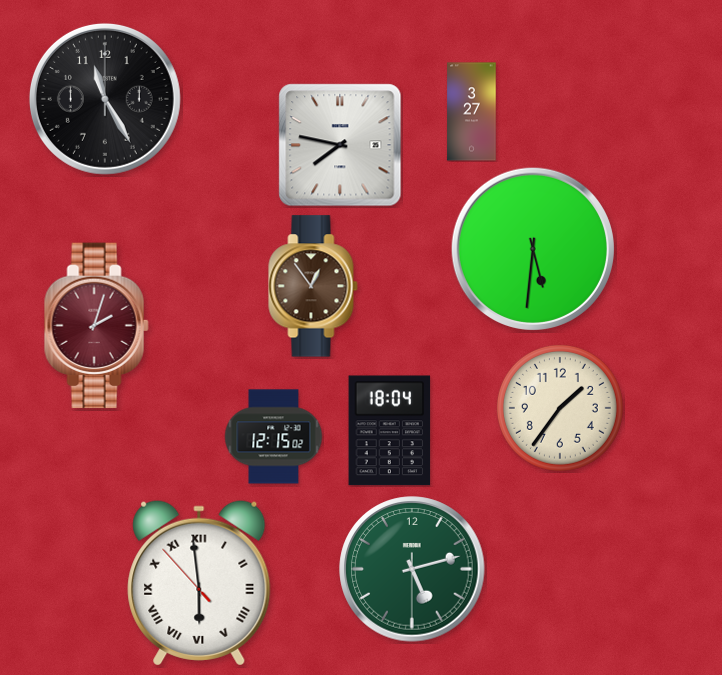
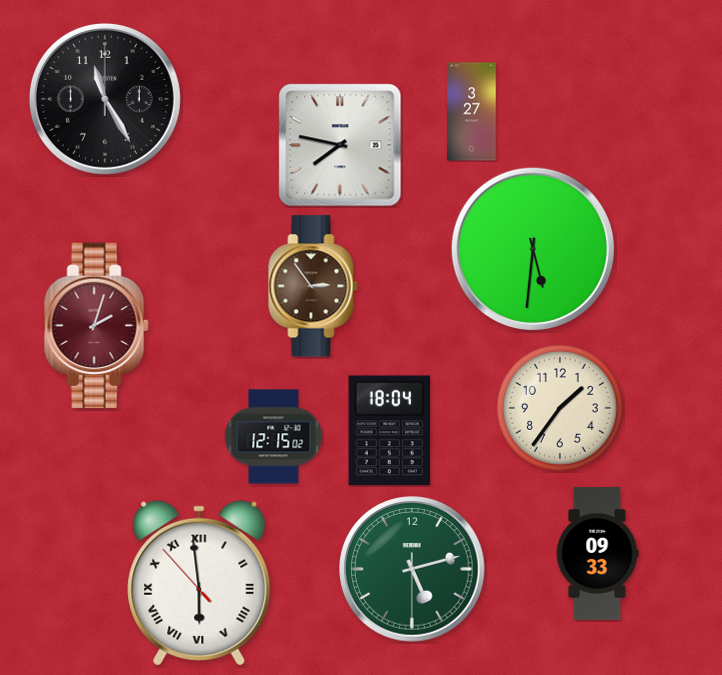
clock at (313, 286): 12:54 -> 2:54
clock at (597, 554): none -> 09:33
